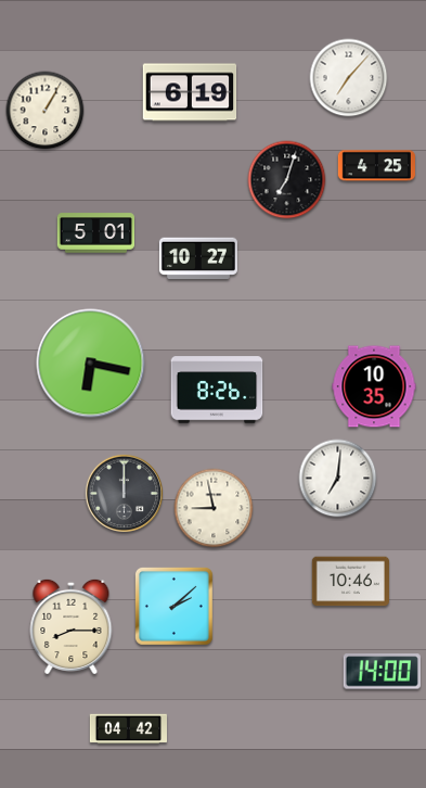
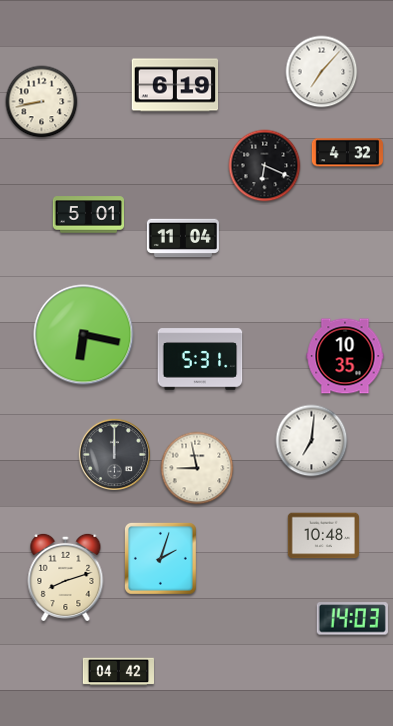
clock at (46, 111): 1:05 -> 8:43
clock at (376, 166): 4:25 -> 4:32
clock at (287, 180): 7:03 -> 6:19
clock at (198, 258): 10:27 -> 11:04
clock at (217, 390): 8:26 -> 5:31
clock at (350, 582): 10:46 -> 10:48
clock at (173, 606): 2:08 -> 2:03
clock at (72, 626): 8:15 -> 8:12
clock at (382, 672): 14:00 -> 14:03
